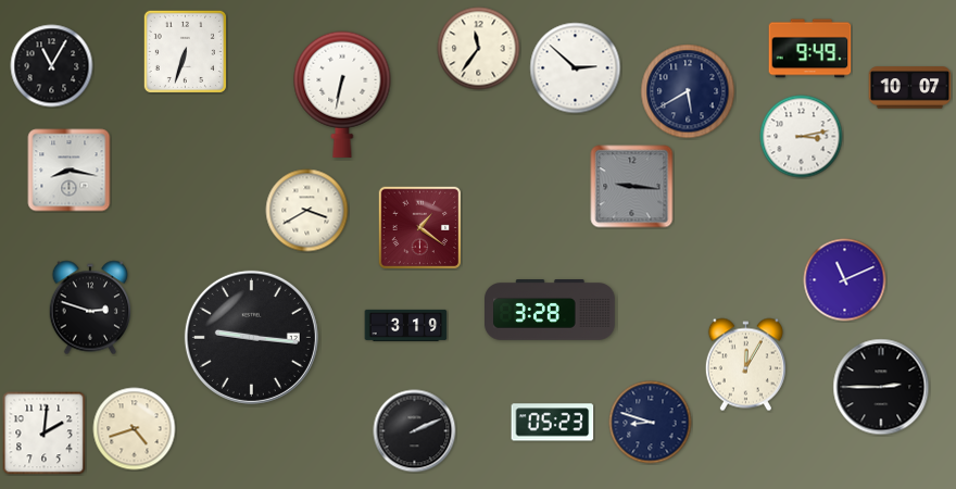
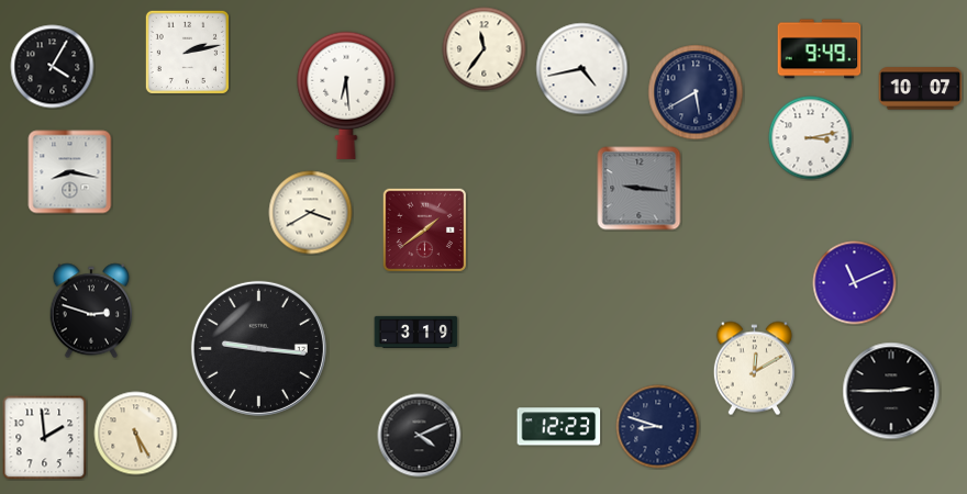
clock at (185, 51): 6:33 -> 2:13
clock at (52, 66): 11:05 -> 4:05
clock at (576, 68): 2:52 -> 4:43
clock at (342, 95): 6:32 -> 6:29
clock at (419, 227): 1:21 -> 1:39
clock at (551, 311): 3:28 -> none
clock at (406, 325) position: (406, 325) -> (416, 332)
clock at (251, 337) position: (251, 337) -> (258, 348)
clock at (745, 365): 12:05 -> 12:10
clock at (553, 423): 05:23 -> 12:23
clock at (135, 429): 4:42 -> 5:25
clock at (415, 431): 2:11 -> 4:11
clock at (45, 434): 2:01 -> 1:59
